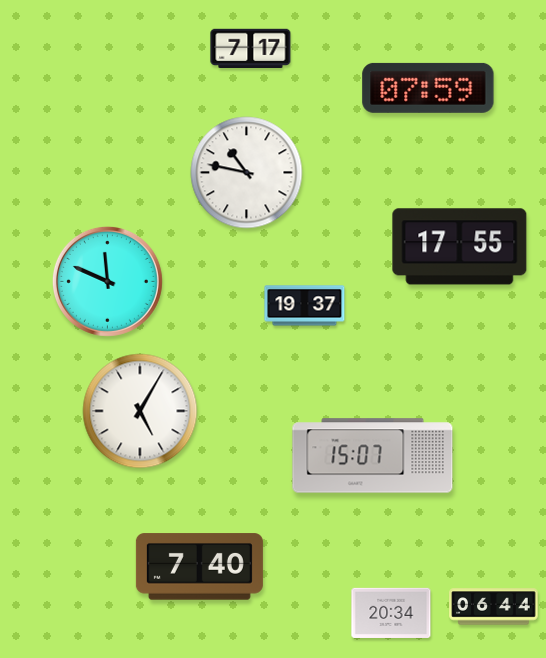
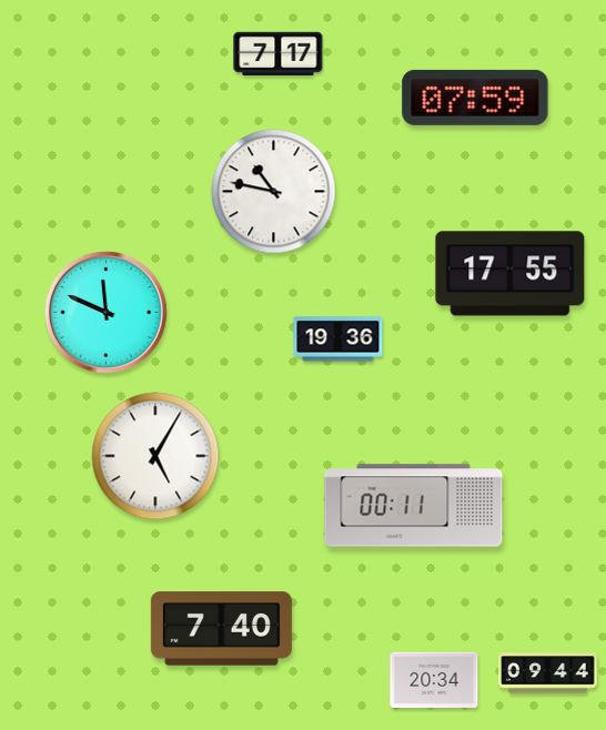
clock at (107, 281) position: (107, 281) -> (105, 312)
clock at (305, 306): 19:37 -> 19:36
clock at (373, 456): 15:07 -> 00:11
clock at (494, 607): 06:44 -> 09:44
